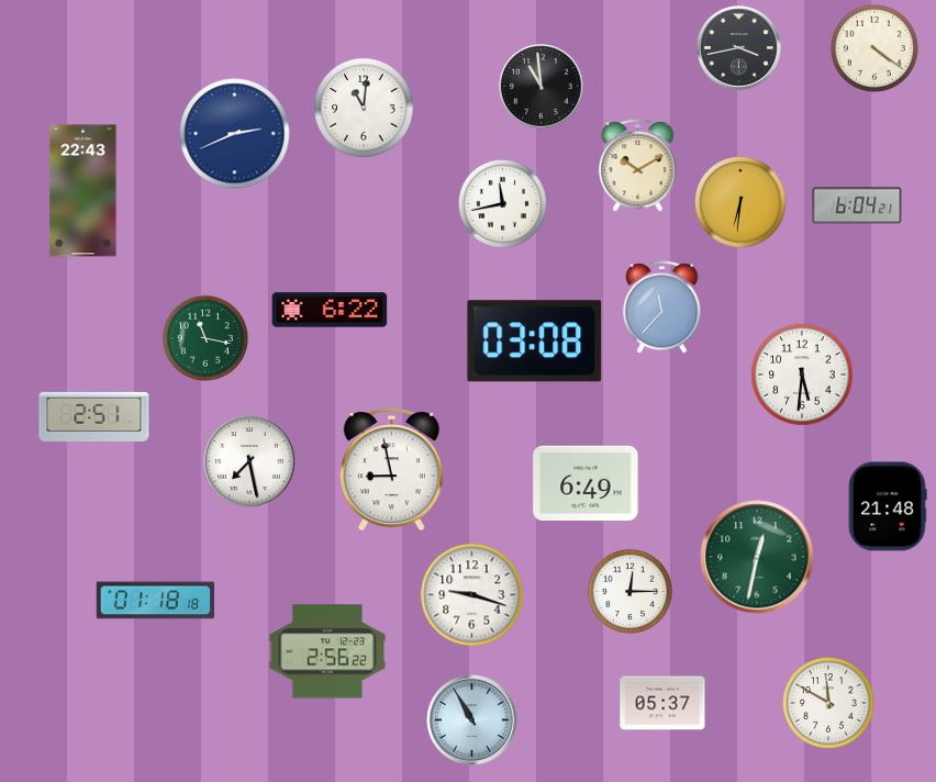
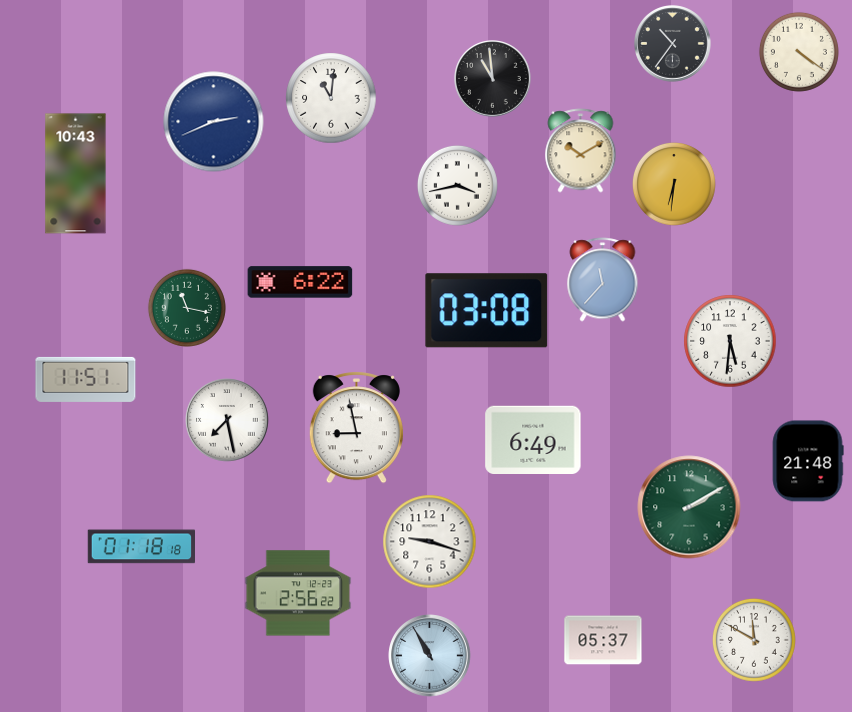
clock at (739, 48): 3:43 -> 10:36
clock at (874, 48) position: (874, 48) -> (799, 52)
clock at (83, 191): 22:43 -> 10:43
clock at (502, 203): 11:43 -> 3:43
clock at (857, 205): 6:04 -> none
clock at (94, 416): 2:51 -> 11:51
clock at (757, 557): 12:32 -> 2:10
clock at (629, 591): 12:15 -> none
